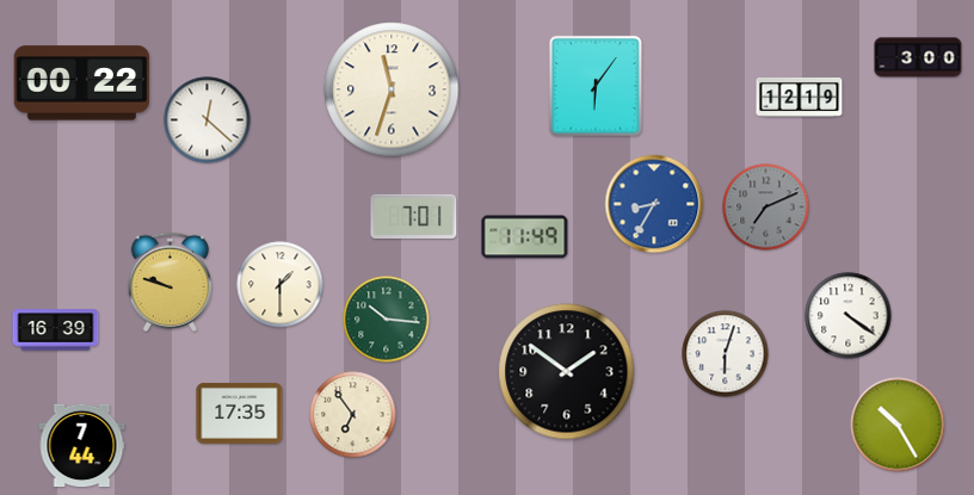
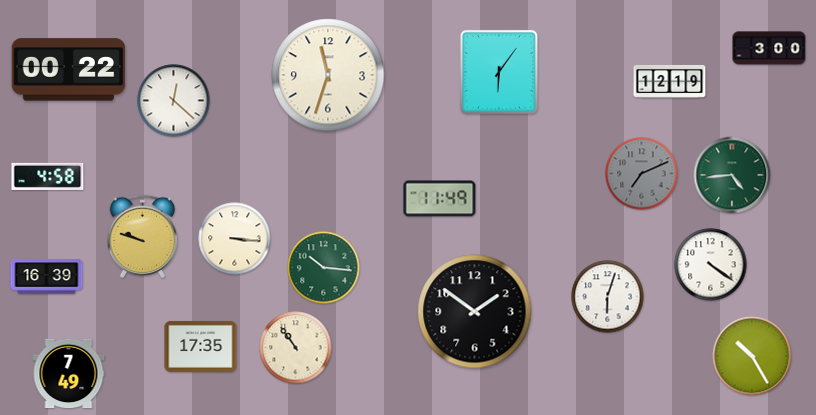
clock at (654, 204): 8:35 -> none
clock at (732, 175): none -> 4:44
clock at (48, 176): none -> 4:58
clock at (414, 216): 7:01 -> none
clock at (281, 285): 1:30 -> 3:16
clock at (353, 415): 6:54 -> 10:54
clock at (82, 446): 7:44 -> 7:49
